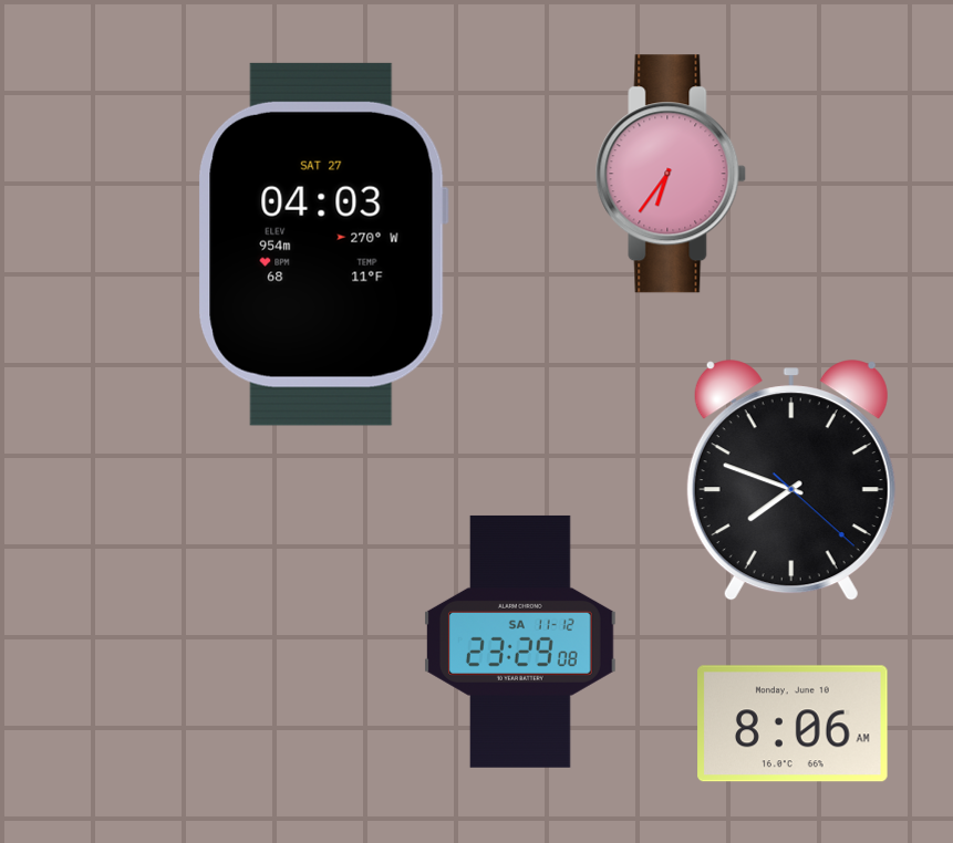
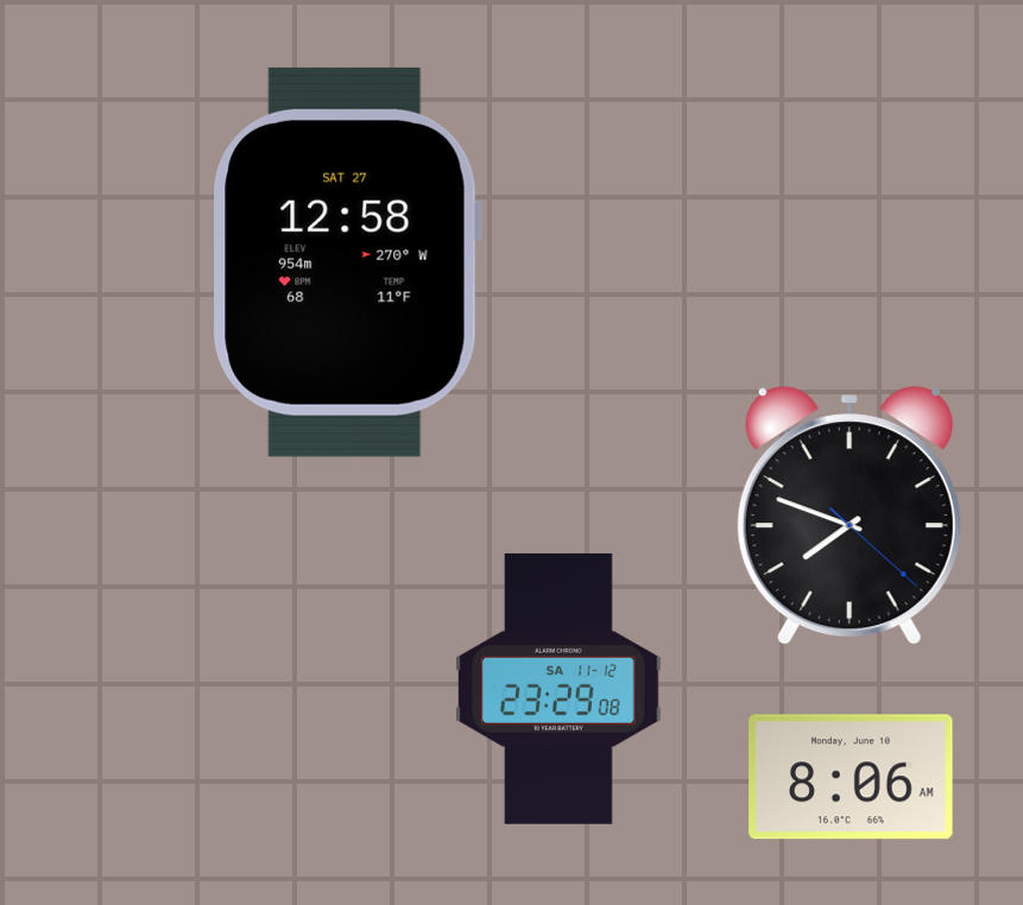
clock at (671, 174): 6:36 -> none
clock at (323, 244): 04:03 -> 12:58
